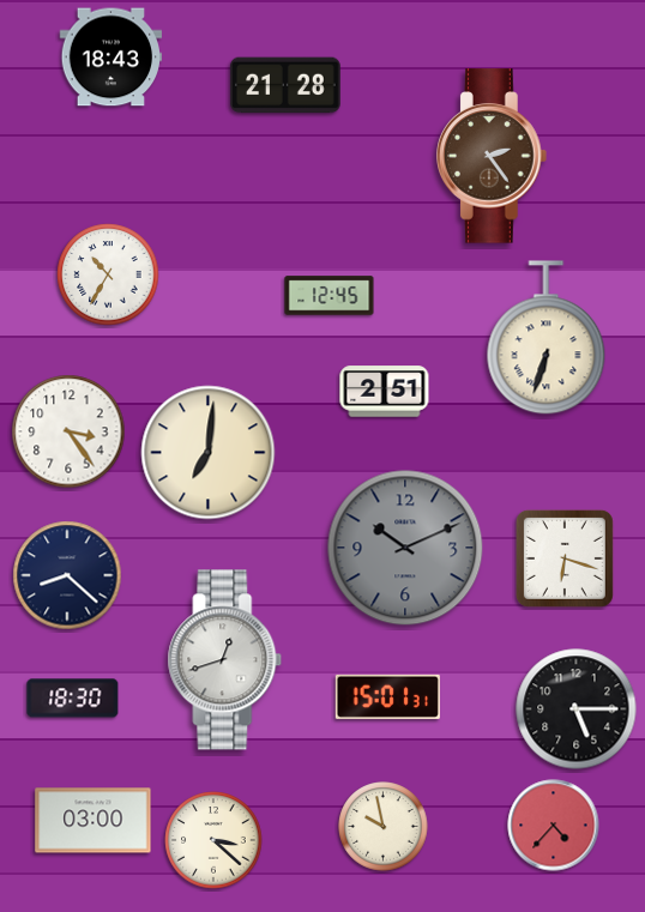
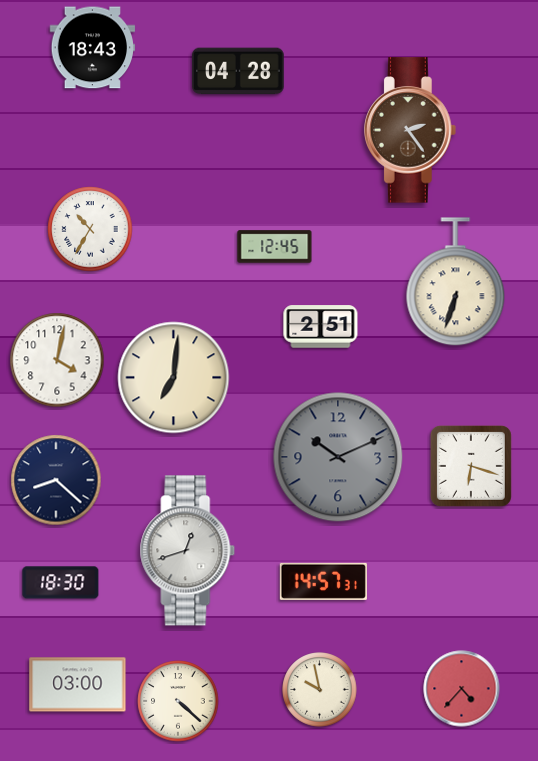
clock at (285, 85): 21:28 -> 04:28
clock at (68, 431): 3:24 -> 4:02
clock at (387, 696): 15:01 -> 14:57
clock at (577, 709): 5:15 -> none
clock at (213, 840): 3:22 -> 4:22
